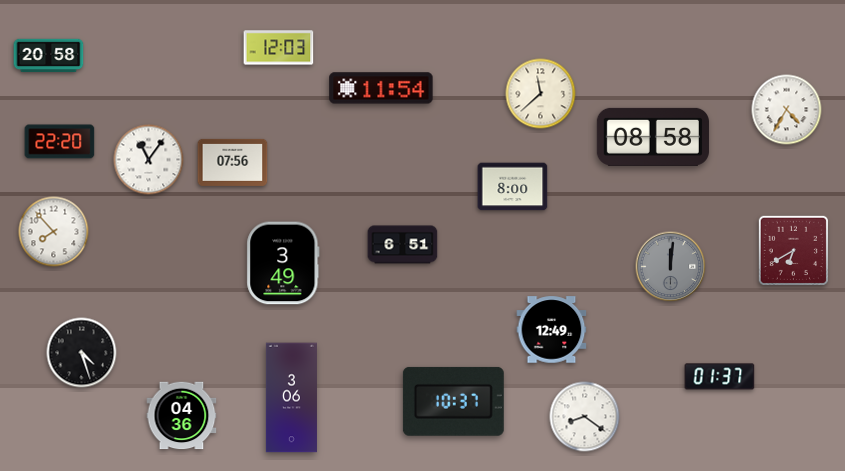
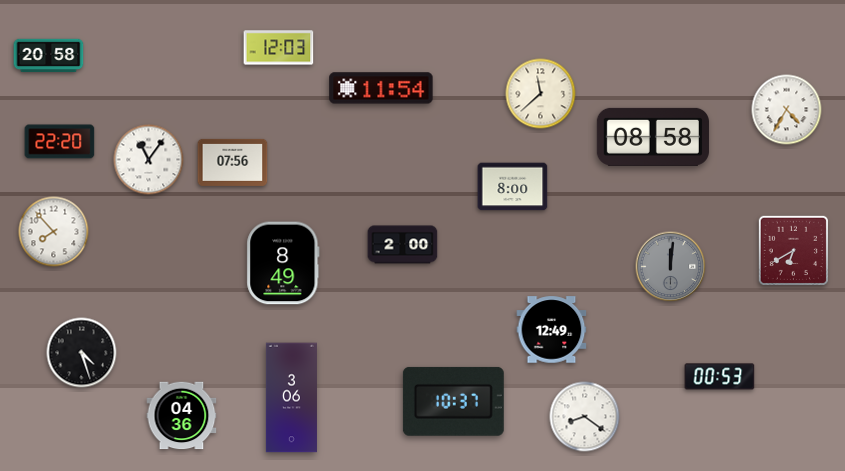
clock at (403, 245): 6:51 -> 2:00
clock at (283, 263): 3:49 -> 8:49
clock at (720, 377): 01:37 -> 00:53
